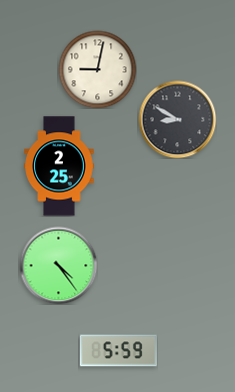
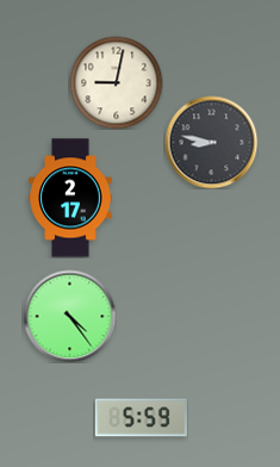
clock at (177, 119): 8:50 -> 8:47
clock at (59, 166): 2:25 -> 2:17
